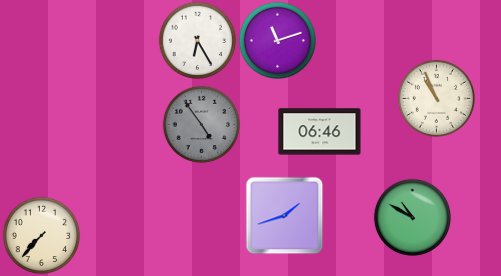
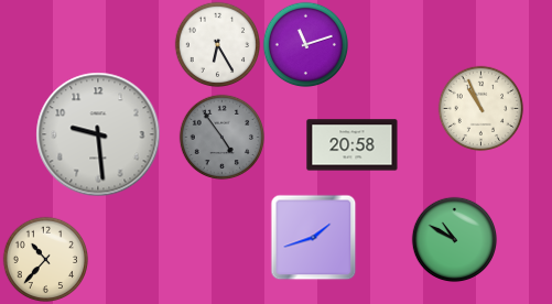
clock at (98, 134): none -> 9:29
clock at (320, 132): 06:46 -> 20:58
clock at (41, 235): 7:37 -> 10:37
